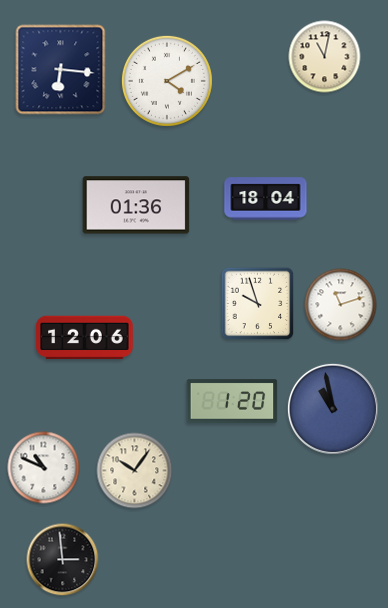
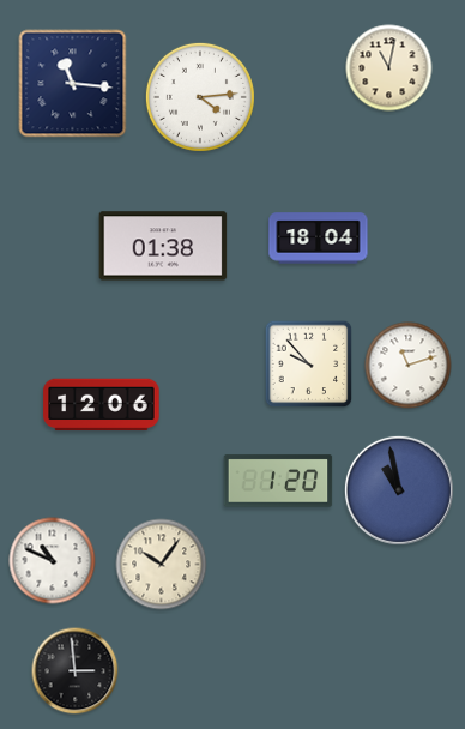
clock at (61, 70): 6:16 -> 11:16
clock at (167, 81): 4:10 -> 4:14
clock at (136, 205): 01:36 -> 01:38
clock at (258, 304): 9:57 -> 9:53
